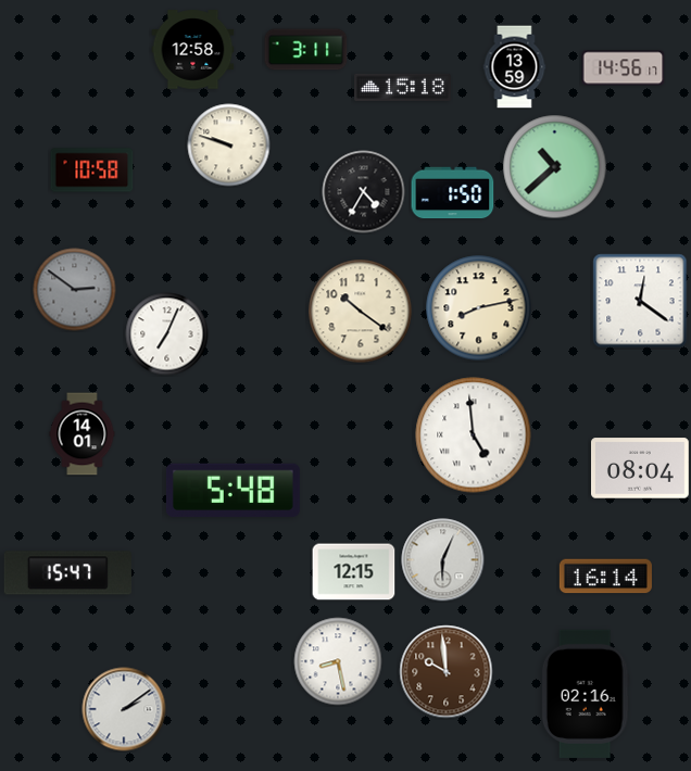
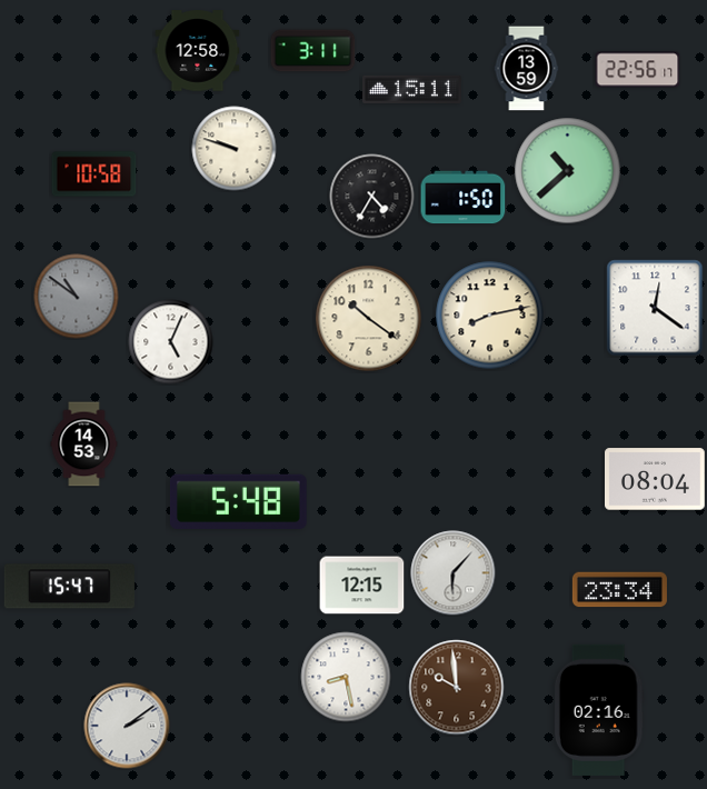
clock at (624, 68): 14:56 -> 22:56
clock at (403, 87): 15:18 -> 15:11
clock at (75, 290): 2:51 -> 10:51
clock at (167, 334): 7:04 -> 5:04
clock at (83, 434): 14:01 -> 14:53
clock at (474, 435): 4:59 -> none
clock at (443, 560): 6:04 -> 6:07
clock at (605, 577): 16:14 -> 23:34
